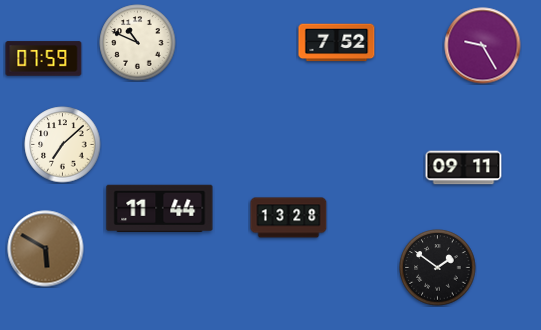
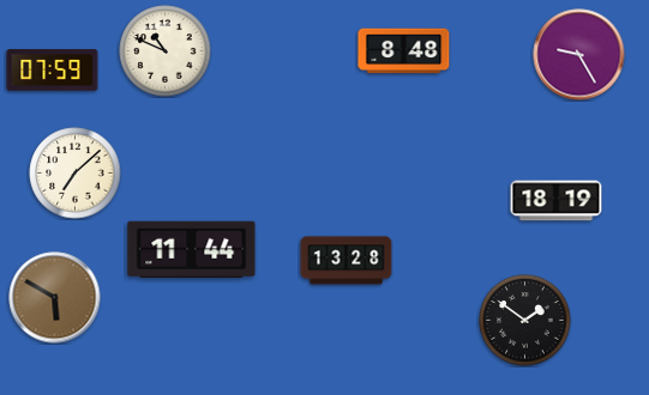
clock at (337, 43): 7:52 -> 8:48
clock at (464, 168): 09:11 -> 18:19
